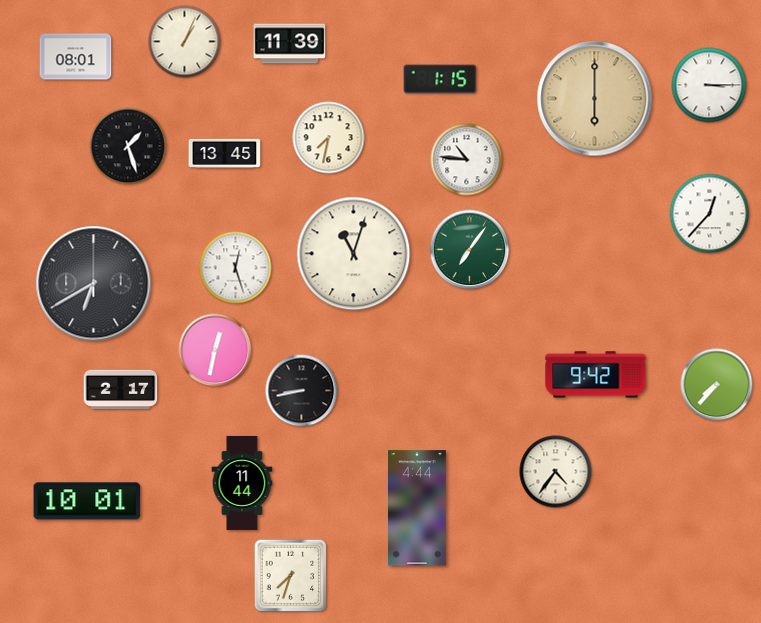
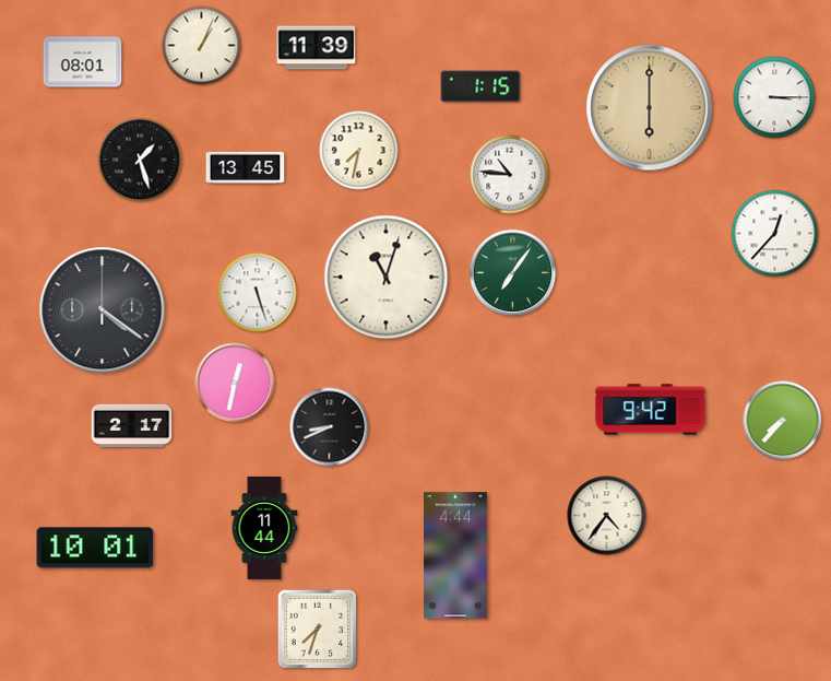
clock at (709, 85) position: (709, 85) -> (774, 97)
clock at (236, 268): 12:27 -> 5:27
clock at (94, 284): 6:40 -> 4:21
clock at (302, 391): 8:43 -> 8:41
